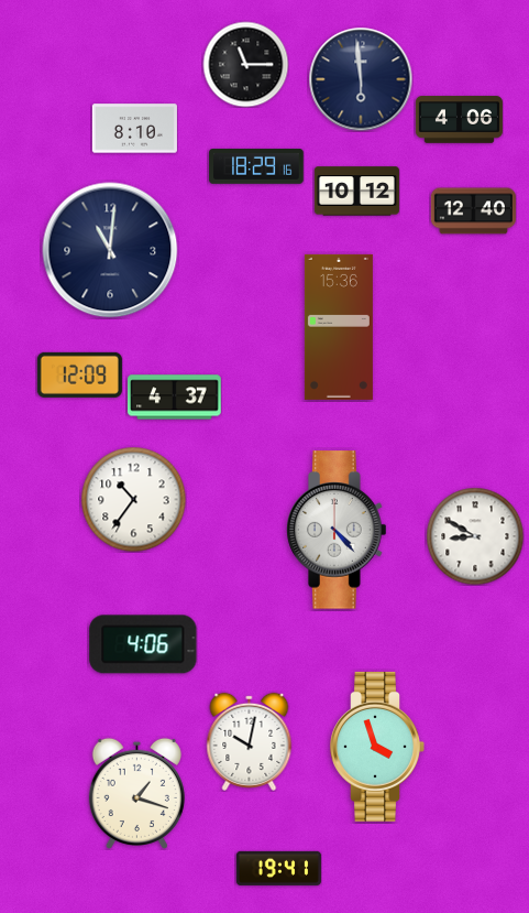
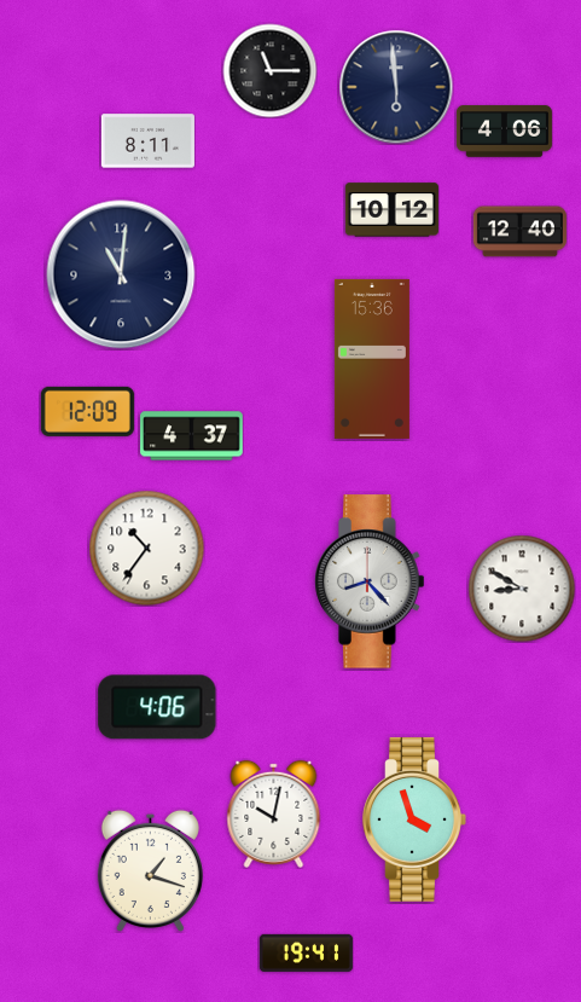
clock at (134, 129): 8:10 -> 8:11
clock at (256, 167): 18:29 -> none
clock at (337, 530): 4:23 -> 8:23
